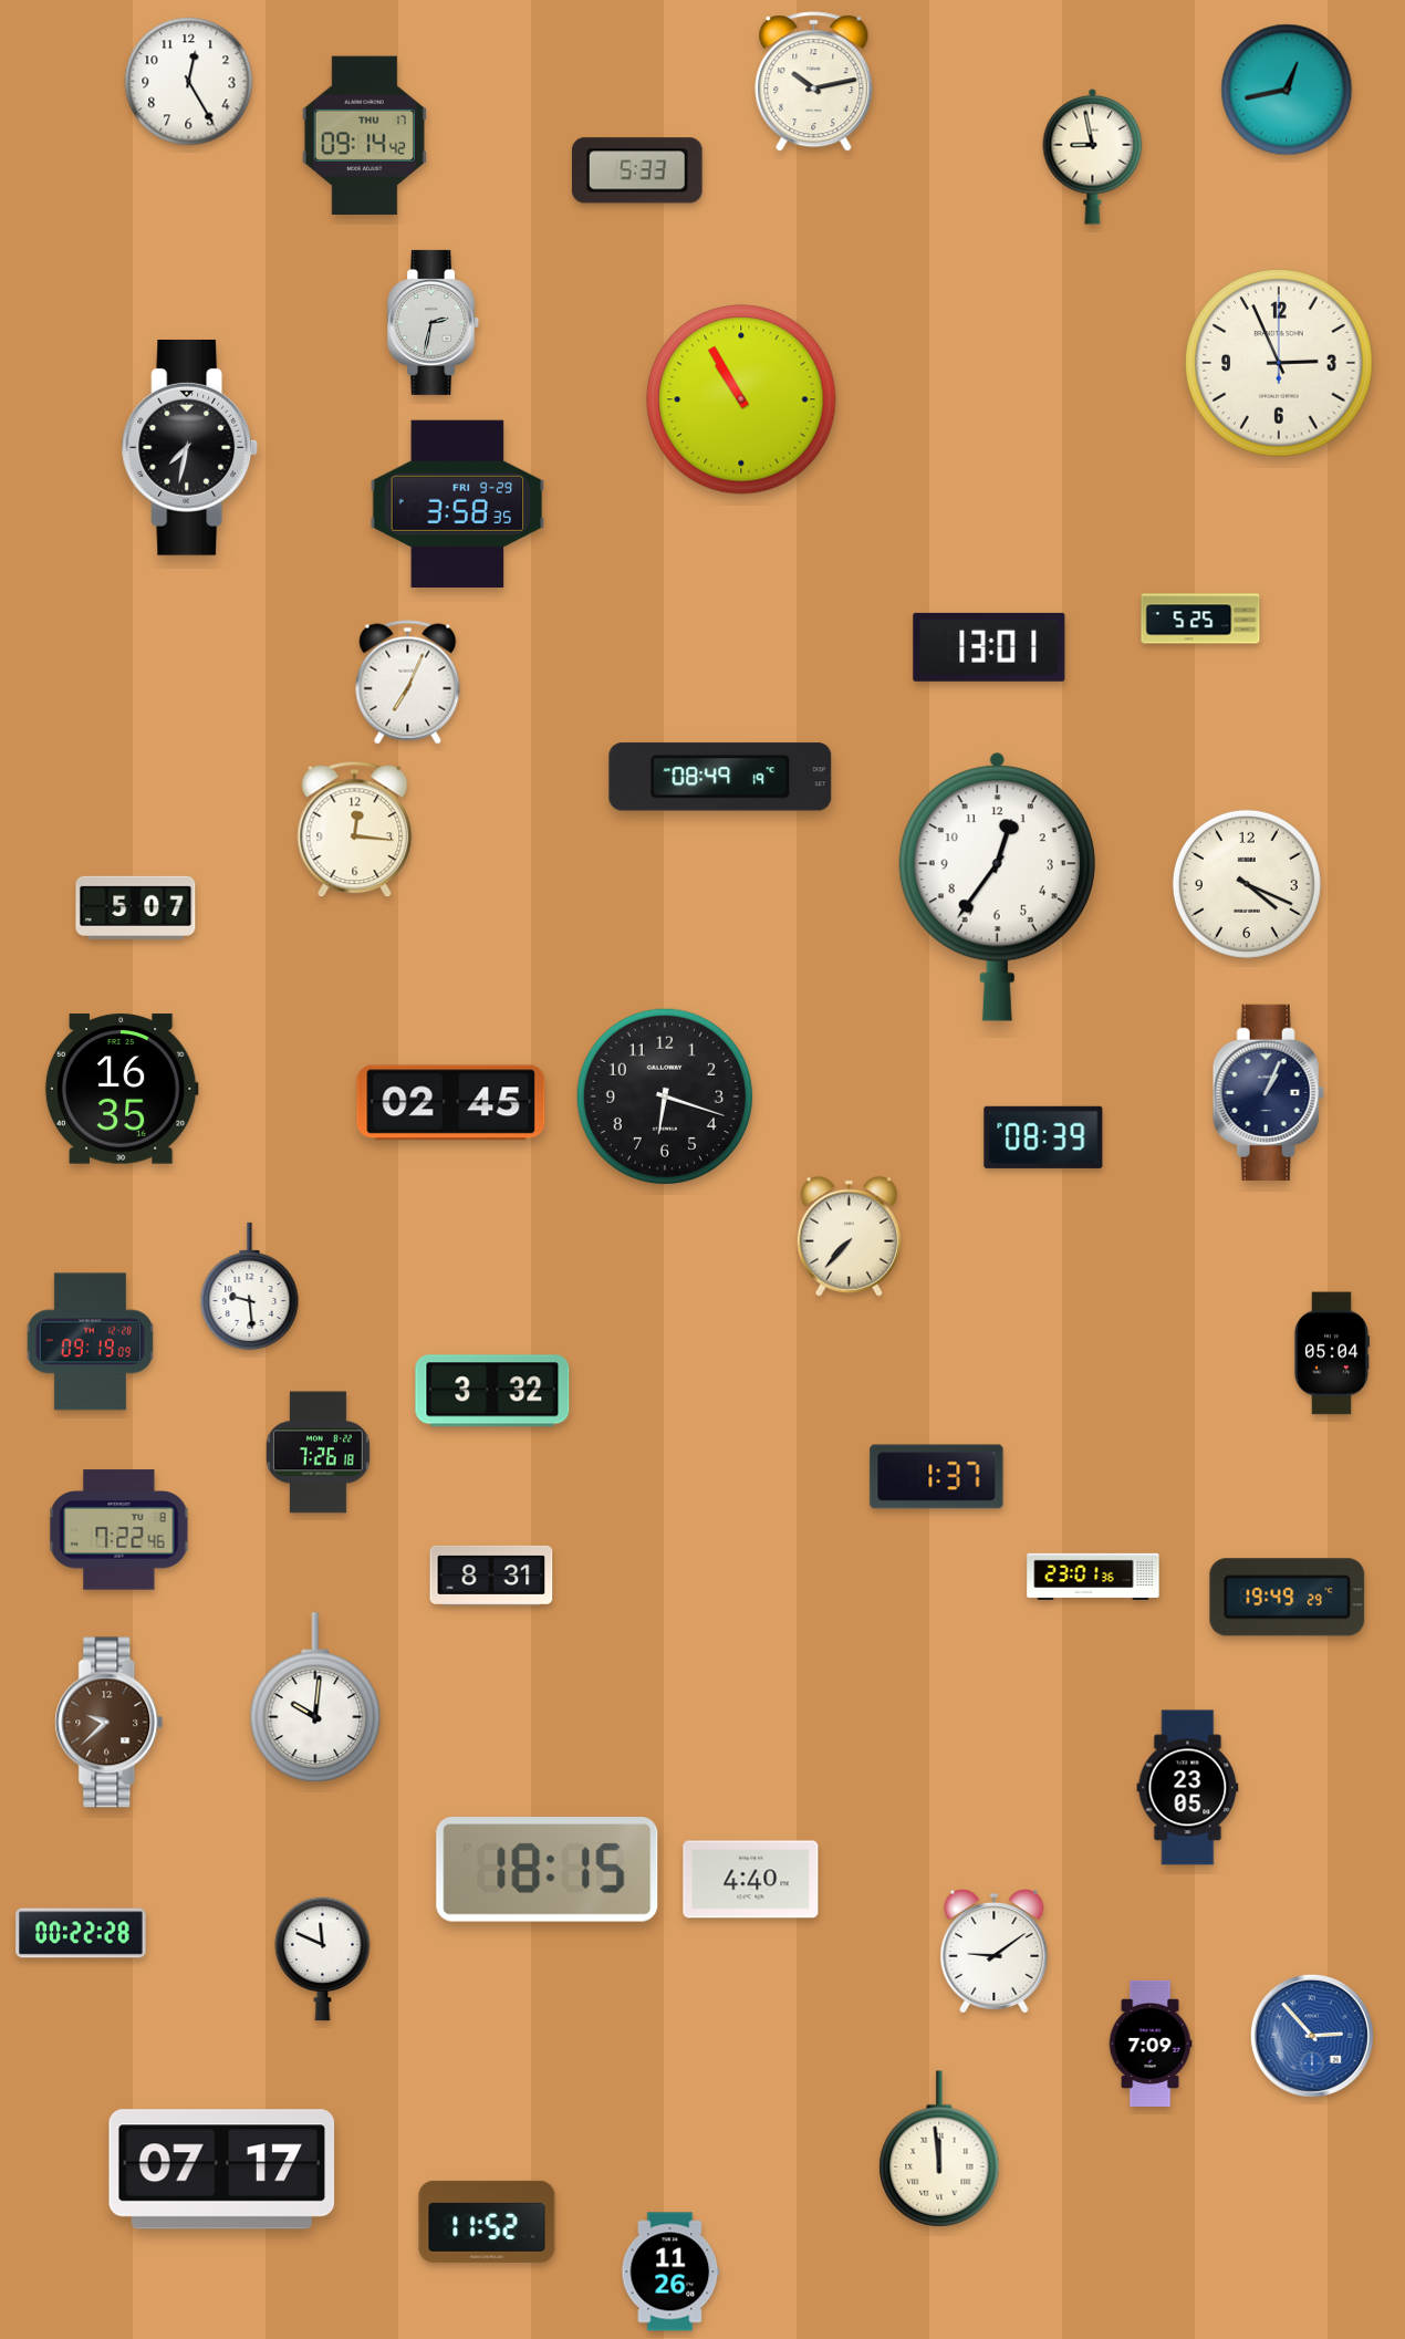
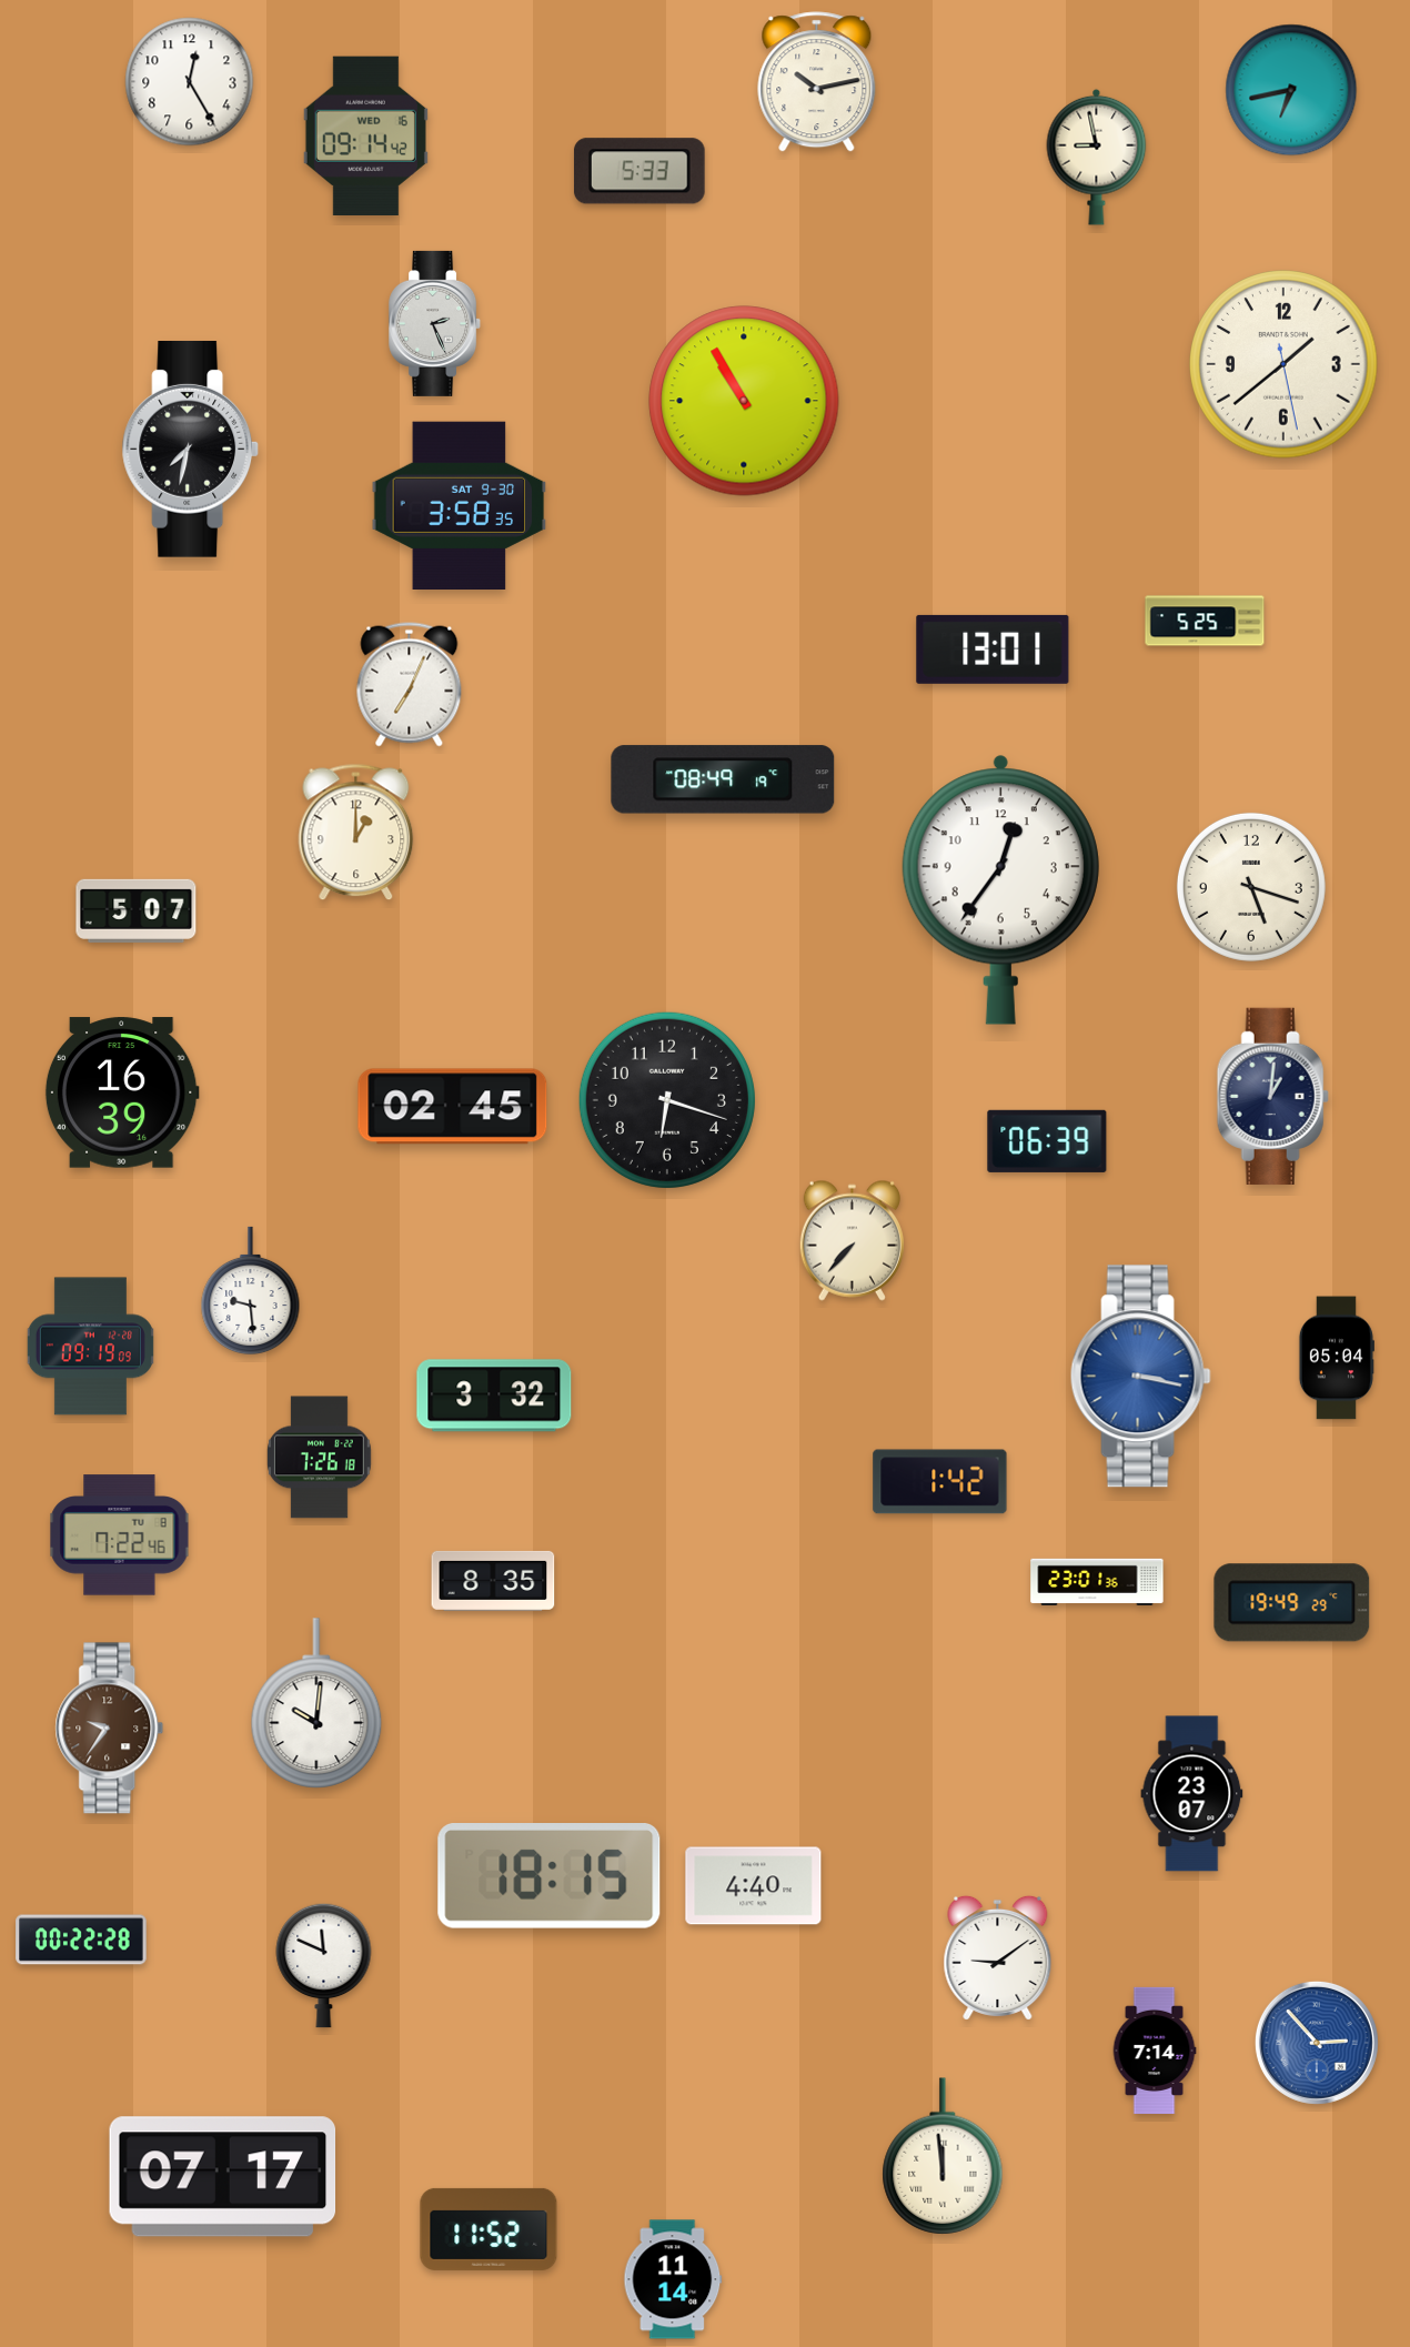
clock at (1287, 90): 12:43 -> 6:43
clock at (364, 135) date: THU 17 -> WED 16
clock at (434, 322): 2:32 -> 2:26
clock at (1279, 363): 2:56 -> 1:38
clock at (458, 503) date: FRI 9-29 -> SAT 9-30
clock at (355, 830): 12:16 -> 1:00
clock at (1247, 884): 4:19 -> 5:18
clock at (122, 1089): 16:35 -> 16:39
clock at (1268, 1092): 1:04 -> 1:01
clock at (1043, 1137): 08:39 -> 06:39
clock at (1140, 1377): none -> 3:17
clock at (937, 1477): 1:37 -> 1:42
clock at (491, 1576): 8:31 -> 8:35
clock at (110, 1723): 9:38 -> 9:36
clock at (1188, 1788): 23:05 -> 23:07
clock at (1151, 2044): 7:09 -> 7:14
clock at (670, 2272): 11:26 -> 11:14
